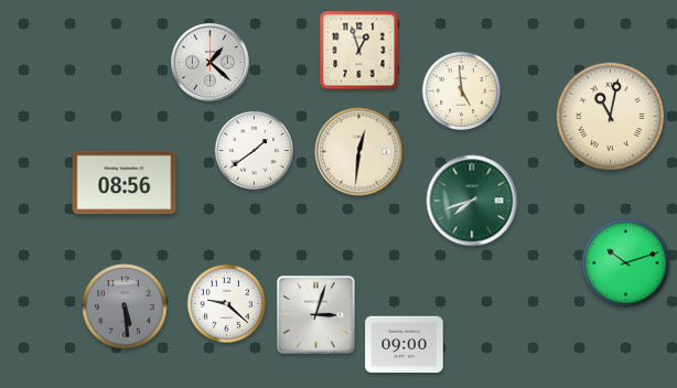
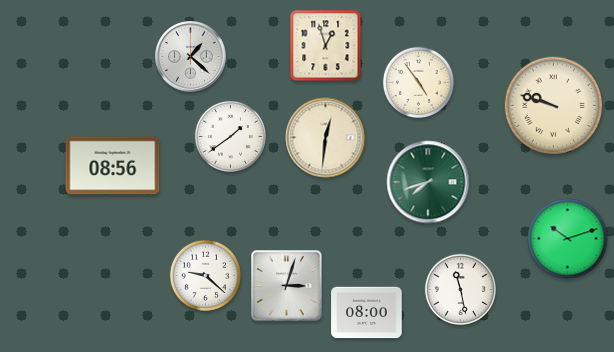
clock at (461, 90): 4:59 -> 4:54
clock at (610, 116): 11:02 -> 9:48
clock at (125, 306): 5:29 -> none
clock at (460, 289): none -> 11:28
clock at (405, 345): 09:00 -> 08:00
